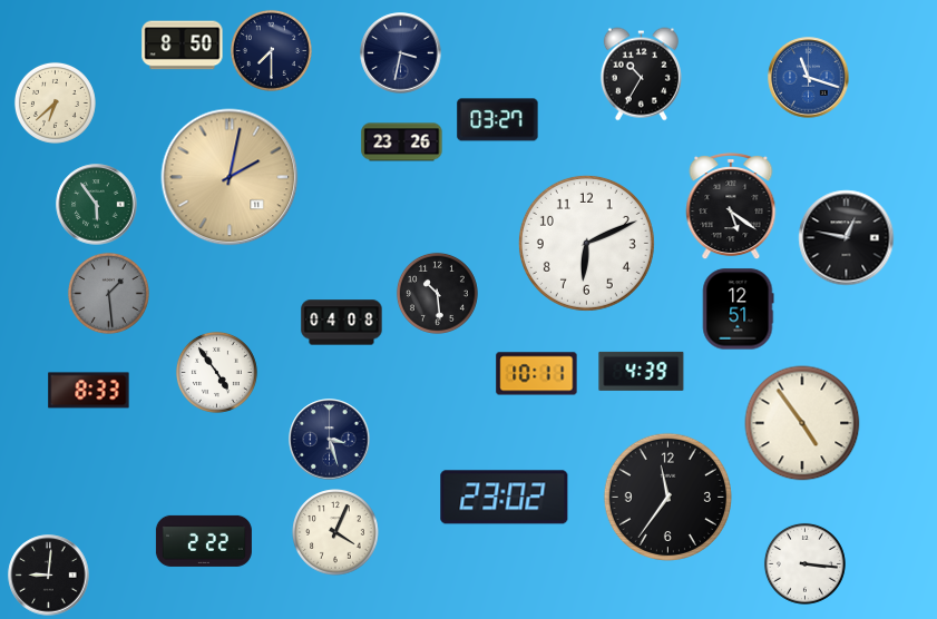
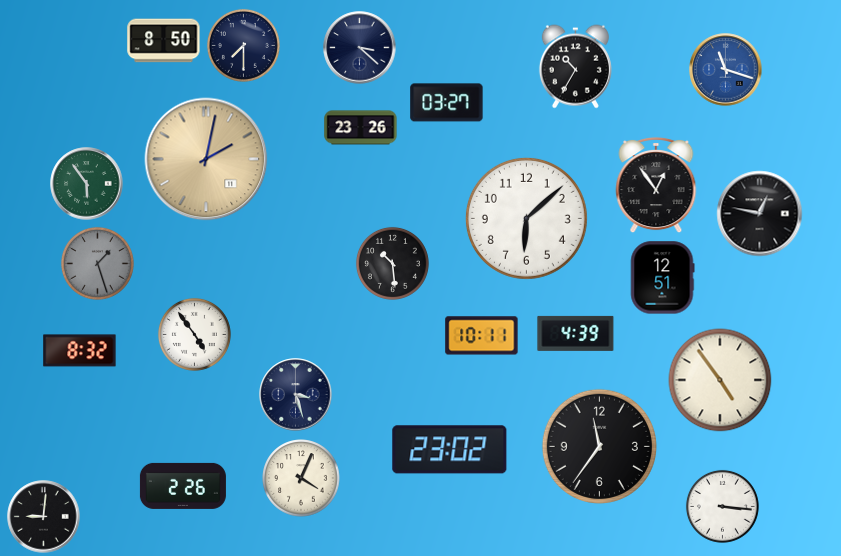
clock at (401, 53): 3:32 -> 3:22
clock at (55, 102): 6:38 -> none
clock at (498, 120) position: (498, 120) -> (447, 103)
clock at (731, 206): 5:21 -> 12:54
clock at (586, 243): 6:11 -> 6:08
clock at (108, 293): 1:29 -> 1:27
clock at (342, 323): 04:08 -> none
clock at (89, 391): 8:33 -> 8:32
clock at (505, 498) position: (505, 498) -> (450, 450)
clock at (204, 541): 2:22 -> 2:26
